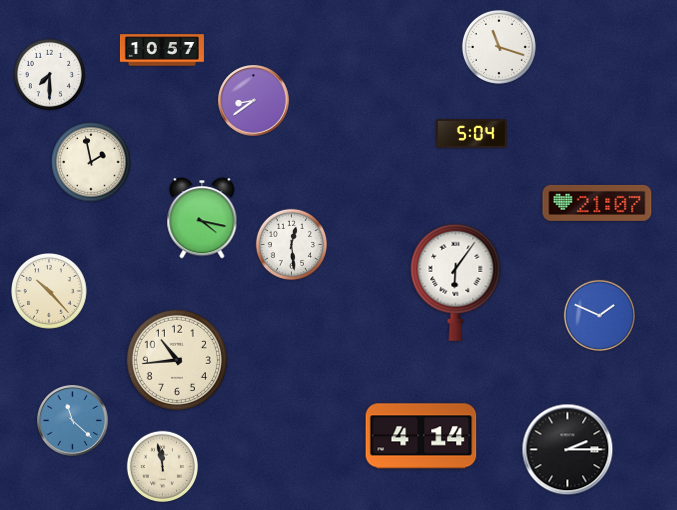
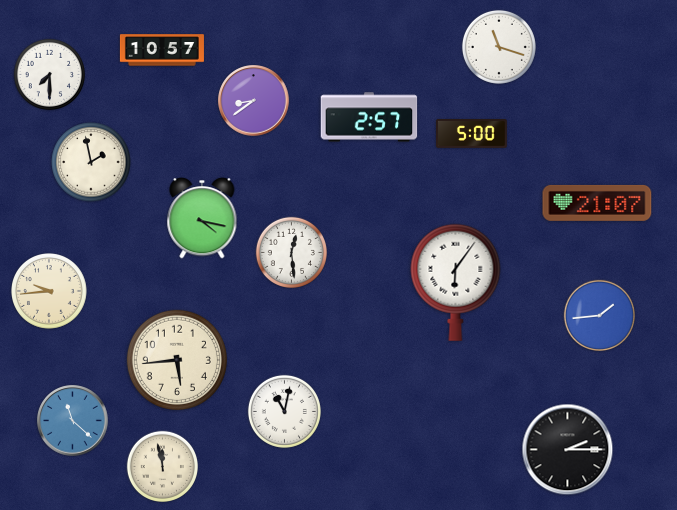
clock at (369, 117): none -> 2:57
clock at (472, 134): 5:04 -> 5:00
clock at (291, 244) position: (291, 244) -> (291, 252)
clock at (50, 292): 10:23 -> 9:44
clock at (599, 315): 1:49 -> 1:44
clock at (177, 360): 10:44 -> 5:44
clock at (284, 411): none -> 11:02
clock at (421, 436): 4:14 -> none
